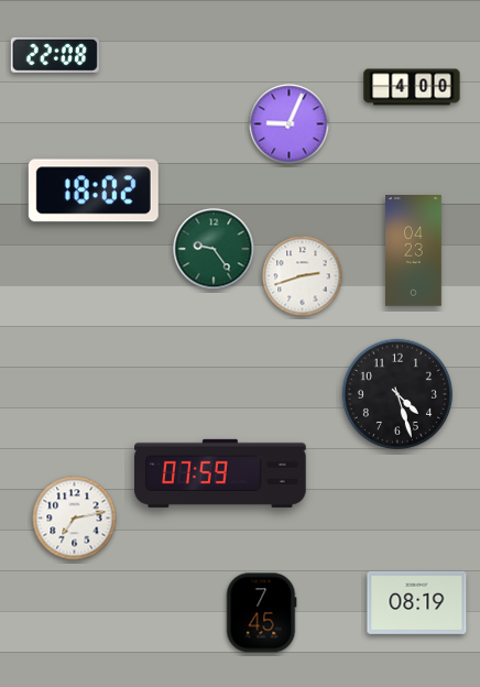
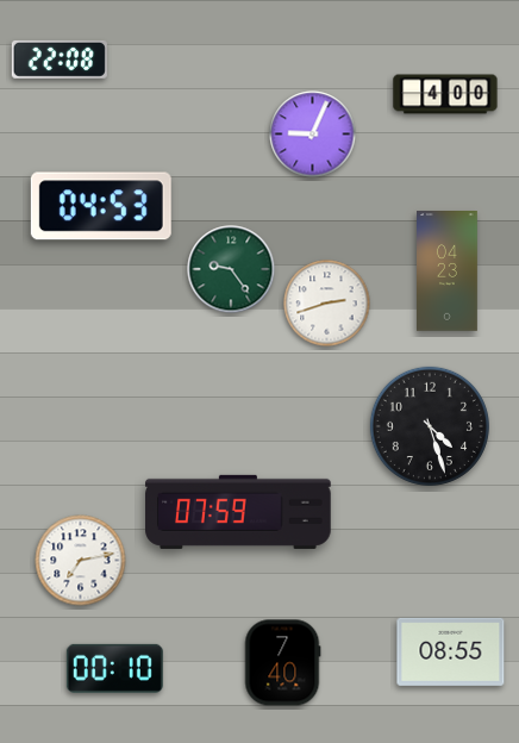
clock at (94, 190): 18:02 -> 04:53
clock at (303, 276) position: (303, 276) -> (327, 304)
clock at (417, 602): 08:19 -> 08:55
clock at (261, 613): 7:45 -> 7:40
clock at (114, 668): none -> 00:10
